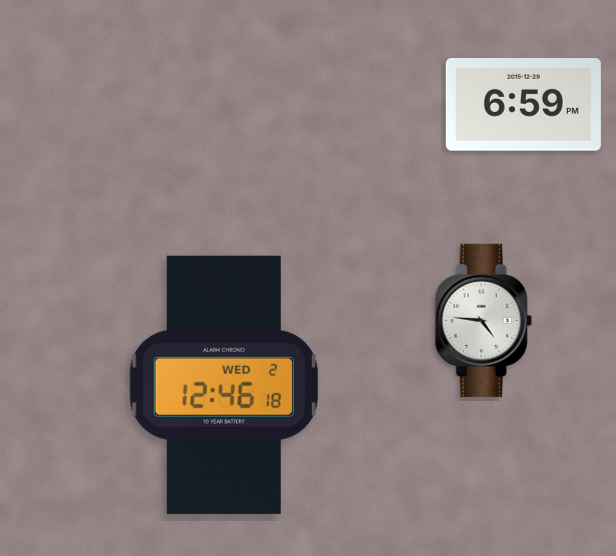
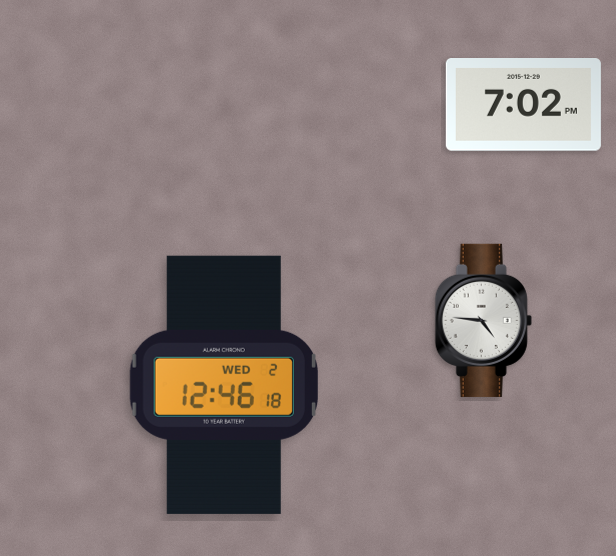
clock at (523, 105): 6:59 -> 7:02
